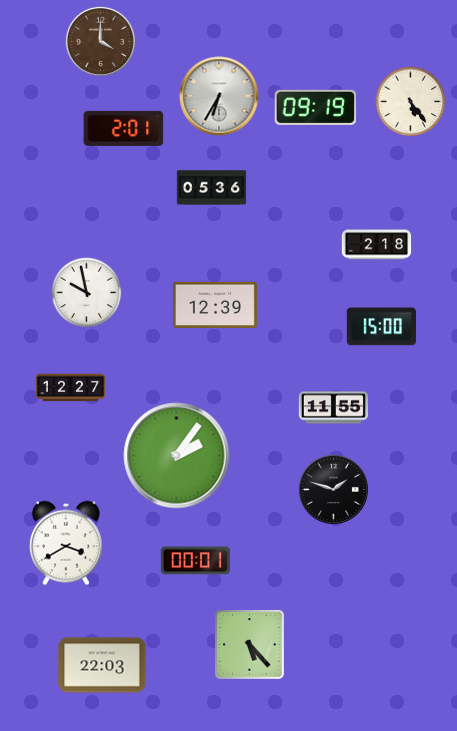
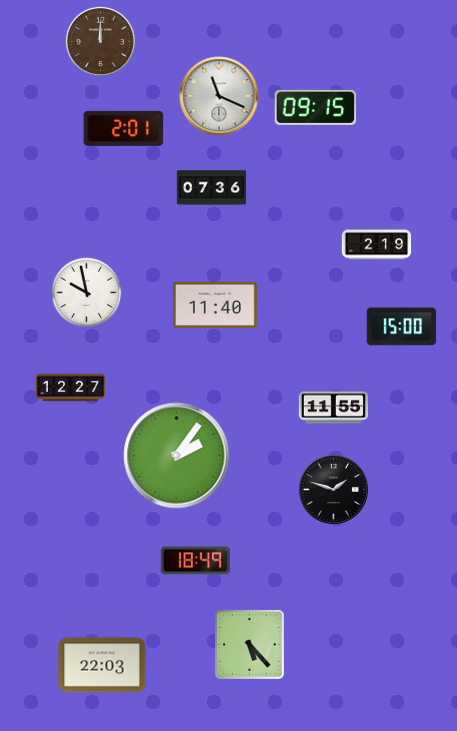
clock at (100, 41): 4:00 -> 12:00
clock at (219, 96): 6:35 -> 11:19
clock at (411, 102): 5:24 -> none
clock at (316, 107): 09:19 -> 09:15
clock at (212, 188): 05:36 -> 07:36
clock at (377, 245): 2:18 -> 2:19
clock at (215, 304): 12:39 -> 11:40
clock at (381, 327) position: (381, 327) -> (401, 327)
clock at (66, 543): 3:40 -> none
clock at (195, 561): 00:01 -> 18:49
